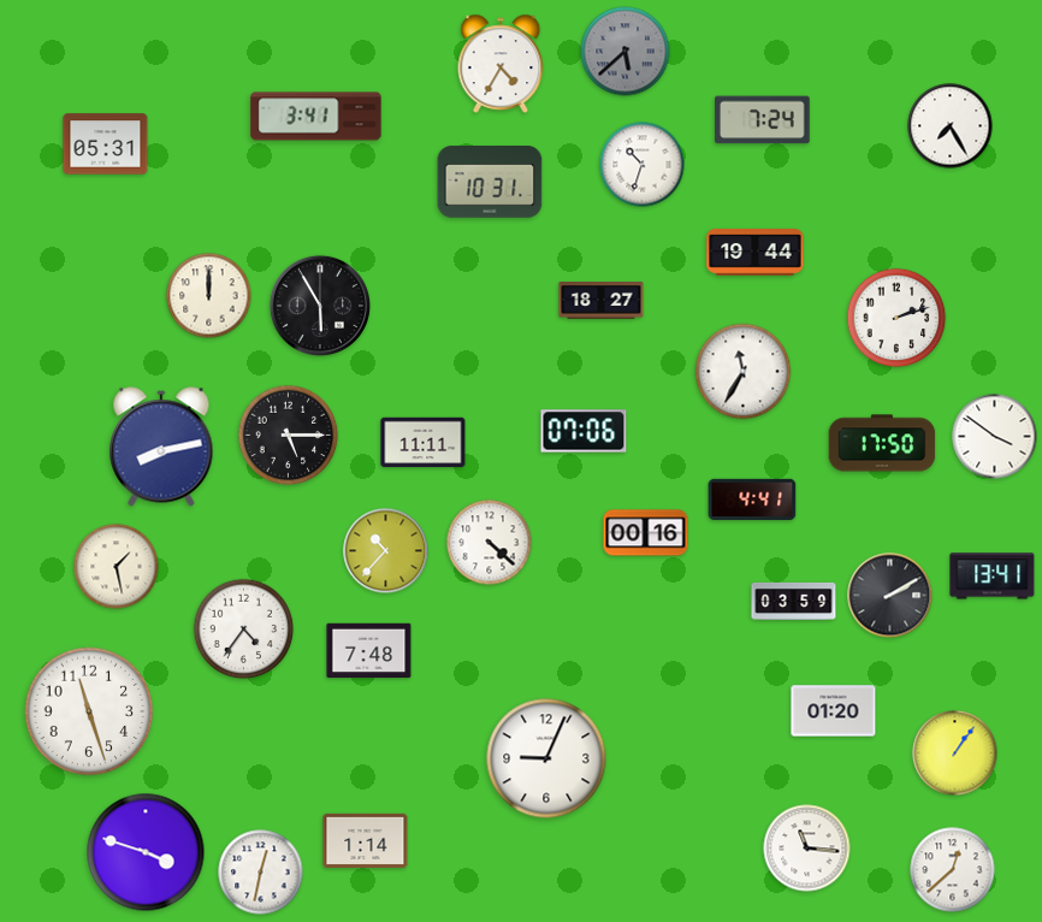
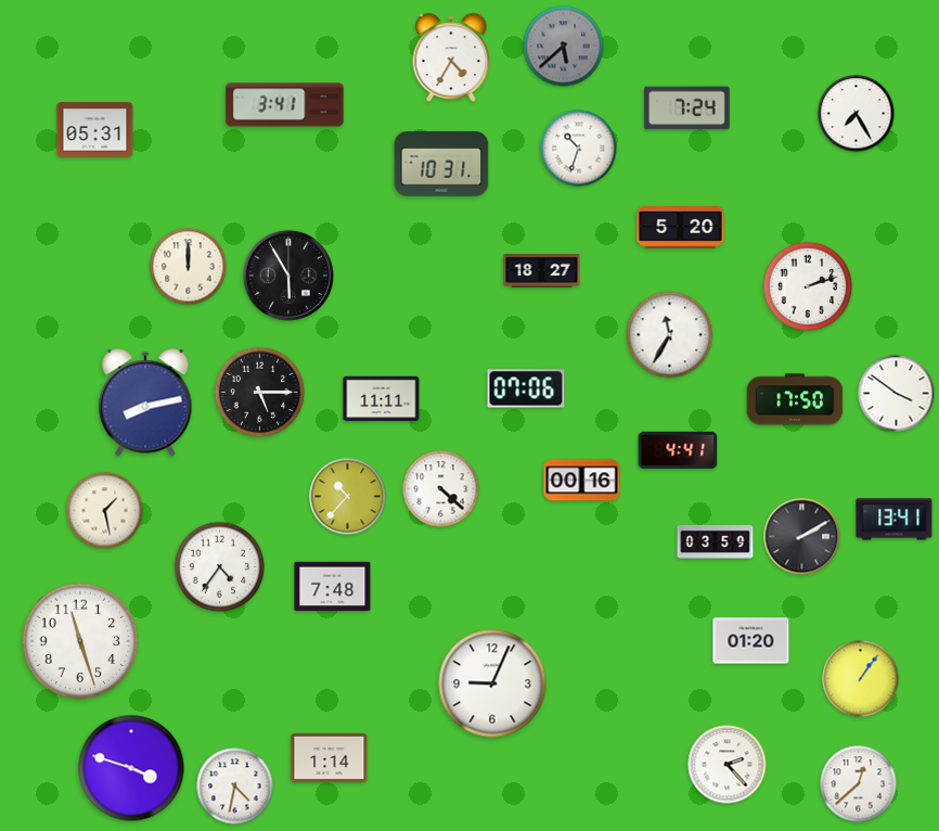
clock at (756, 253): 19:44 -> 5:20
clock at (807, 849): 11:16 -> 2:23
clock at (261, 873): 12:32 -> 4:32
